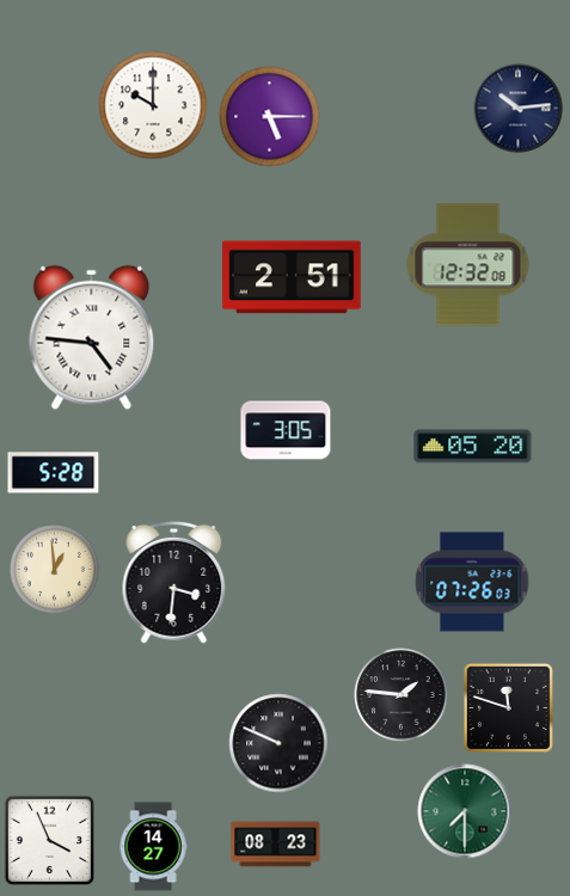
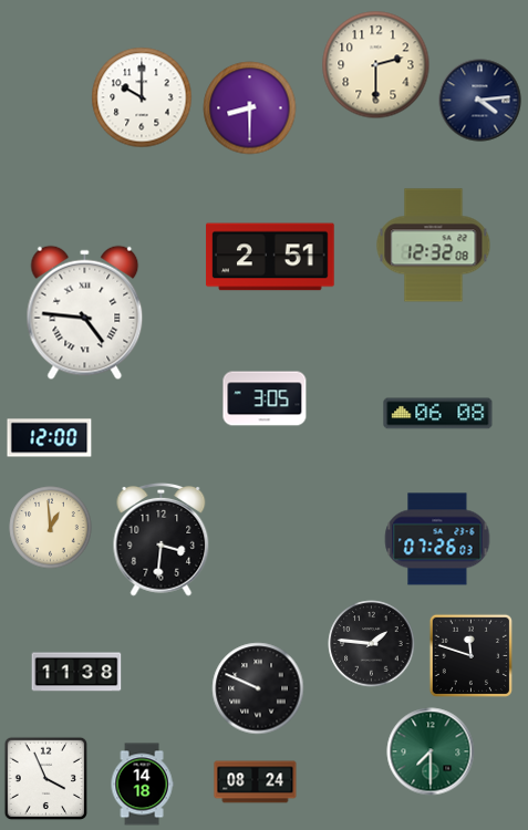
clock at (376, 65): none -> 2:30
clock at (519, 109): 10:14 -> 4:14
clock at (270, 117): 5:15 -> 8:30
clock at (473, 447): 05:20 -> 06:08
clock at (54, 473): 5:28 -> 12:00
clock at (76, 672): none -> 11:38
clock at (276, 845): 08:23 -> 08:24
clock at (153, 847): 14:27 -> 14:18
